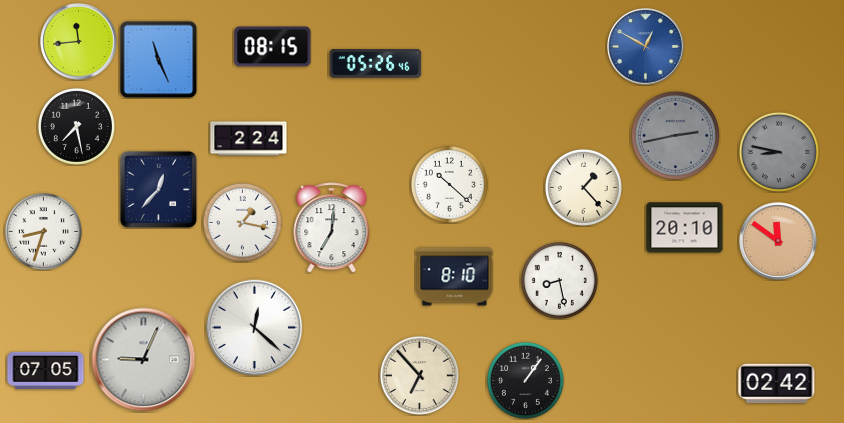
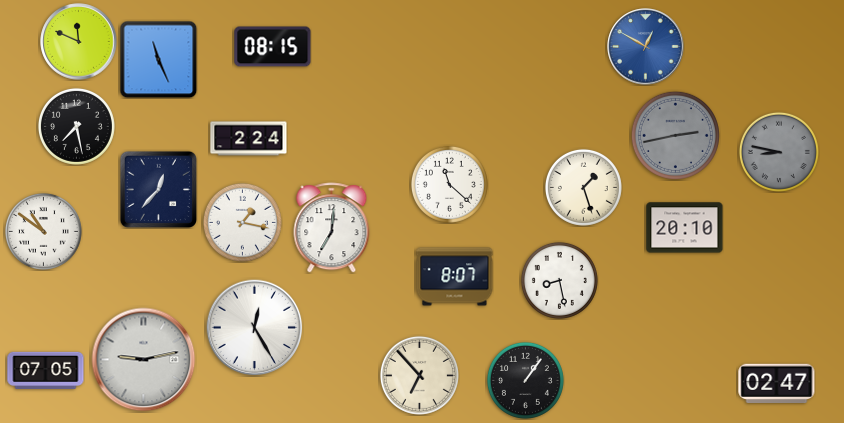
clock at (79, 42): 11:44 -> 11:49
clock at (376, 64): 05:26 -> none
clock at (449, 184): 10:22 -> 11:22
clock at (583, 187): 1:23 -> 1:27
clock at (43, 231): 8:33 -> 10:51
clock at (778, 241): 11:51 -> none
clock at (455, 277): 8:10 -> 8:07
clock at (255, 328): 12:22 -> 12:25
clock at (144, 360): 9:04 -> 9:13
clock at (777, 384): 02:42 -> 02:47
